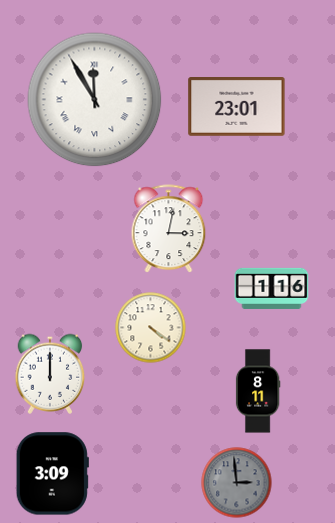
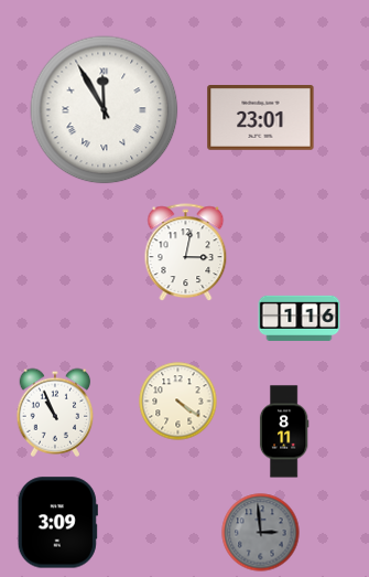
clock at (151, 328) position: (151, 328) -> (178, 402)
clock at (50, 374): 12:00 -> 10:56
